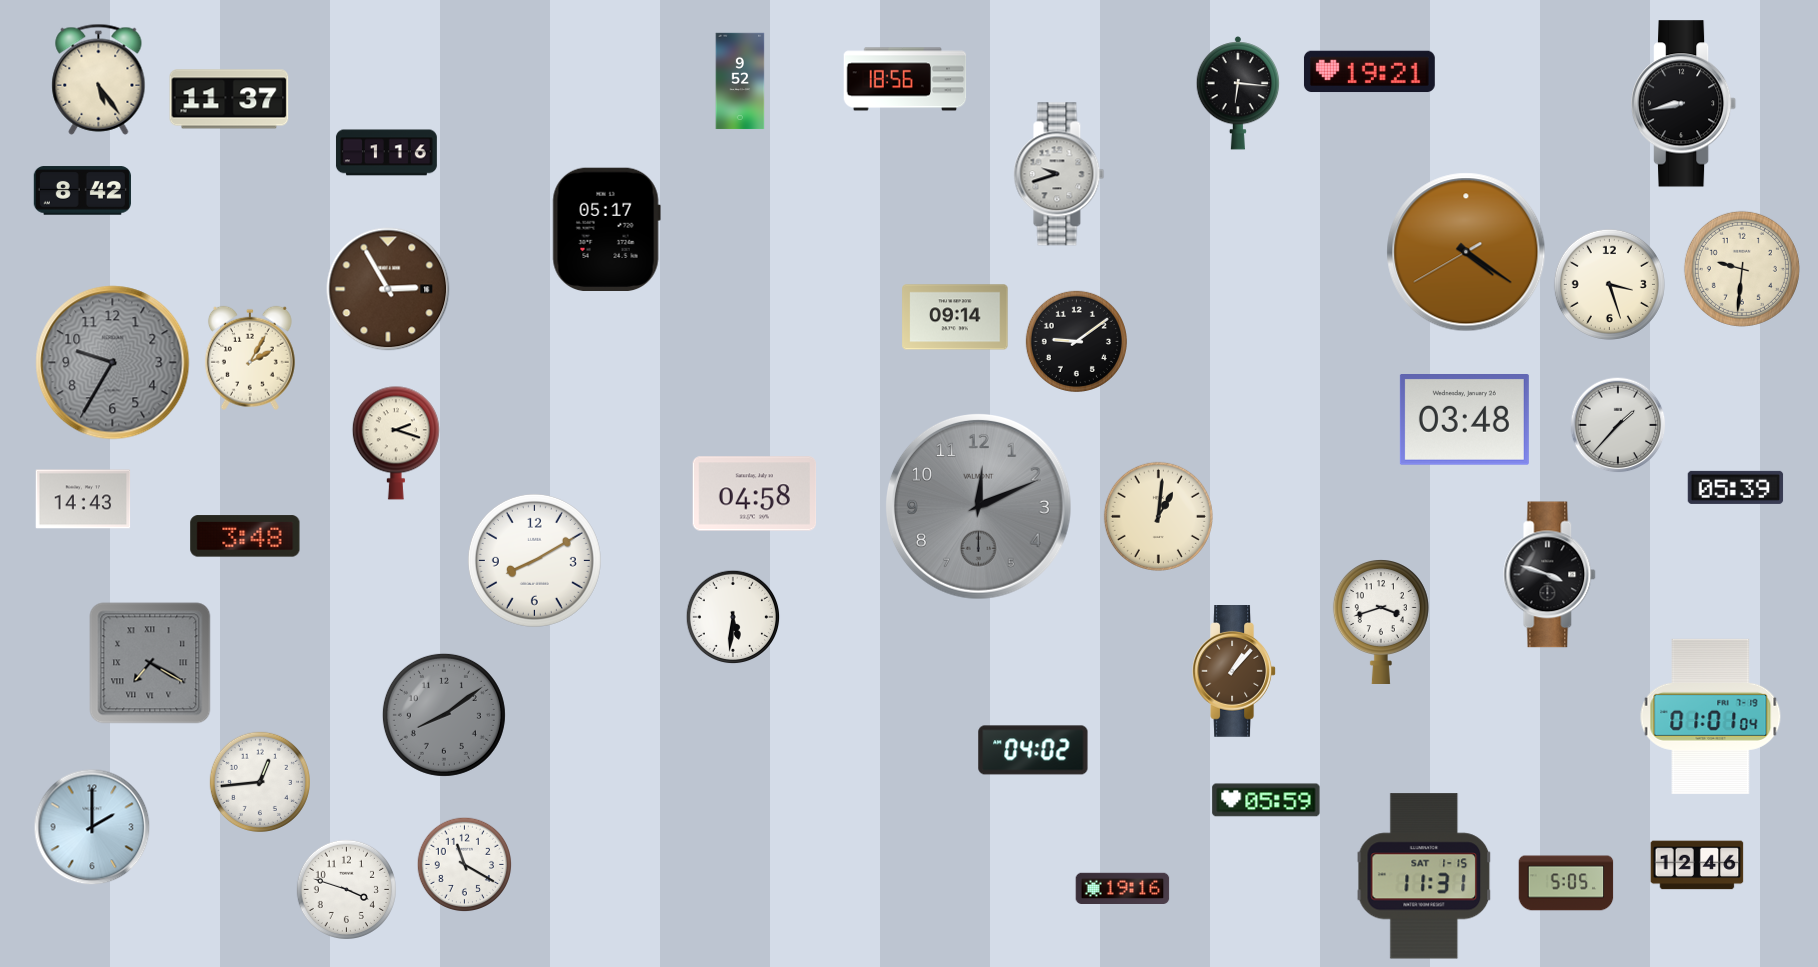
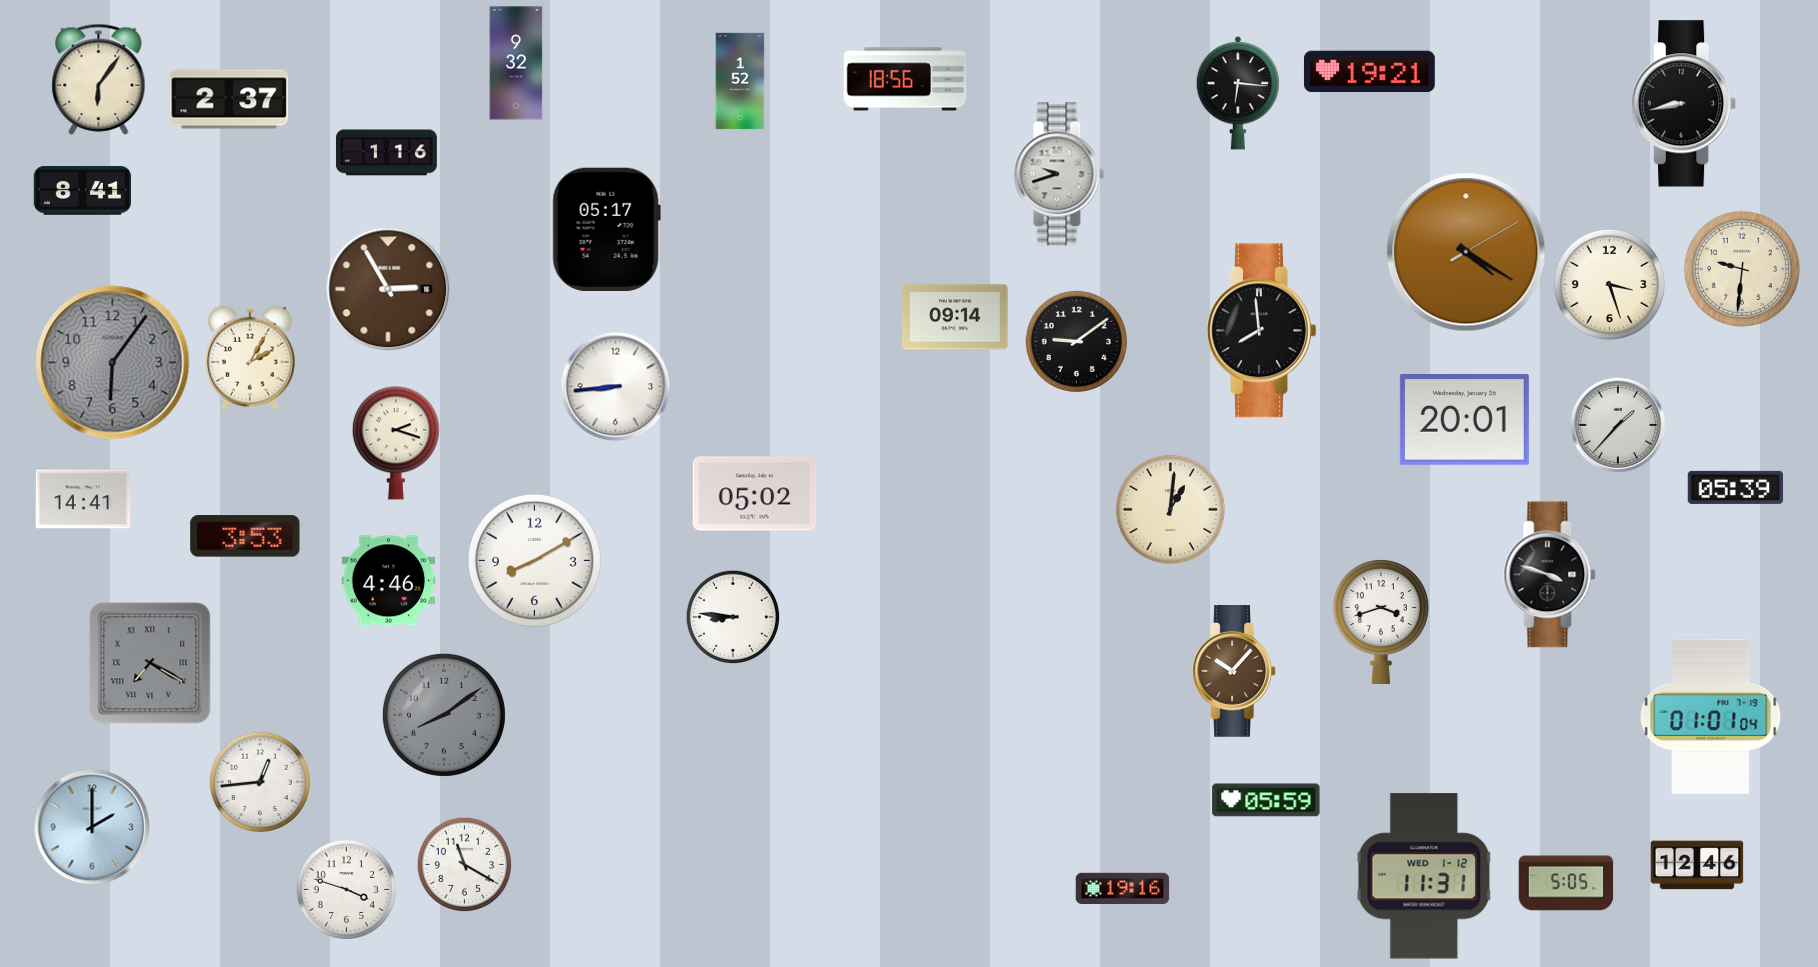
clock at (516, 63): none -> 9:32
clock at (99, 79): 5:24 -> 6:06
clock at (740, 81): 9:52 -> 1:52
clock at (229, 99): 11:37 -> 2:37
clock at (82, 191): 8:42 -> 8:41
clock at (1466, 252): 4:20:40 -> 4:20:10
clock at (1262, 331): none -> 7:59
clock at (113, 363): 9:35 -> 6:06
clock at (616, 387): none -> 8:44
clock at (1464, 420): 03:48 -> 20:01
clock at (755, 494): 04:58 -> 05:02
clock at (83, 499): 14:43 -> 14:41
clock at (978, 506): 12:11 -> none
clock at (1158, 516) position: (1158, 516) -> (1170, 509)
clock at (245, 536): 3:48 -> 3:53
clock at (389, 581): none -> 4:46
clock at (733, 617): 5:31 -> 8:46
clock at (1234, 672): 1:07 -> 10:07
clock at (1033, 750): 04:02 -> none
clock at (1424, 876) date: SAT 1-15 -> WED 1-12
